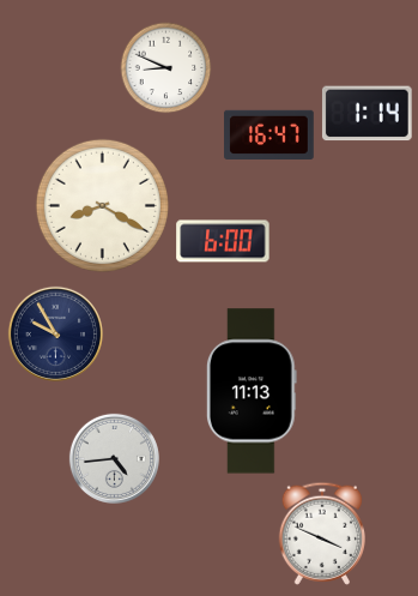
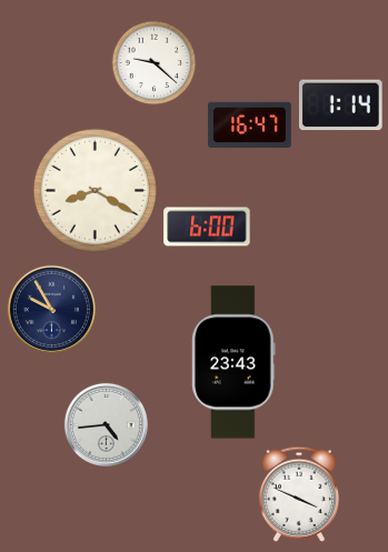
clock at (166, 68): 8:49 -> 9:22
clock at (223, 241) position: (223, 241) -> (207, 227)
clock at (252, 391): 11:13 -> 23:43
